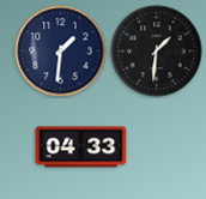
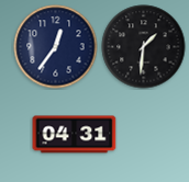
clock at (61, 52): 1:31 -> 12:36
clock at (81, 147): 04:33 -> 04:31
